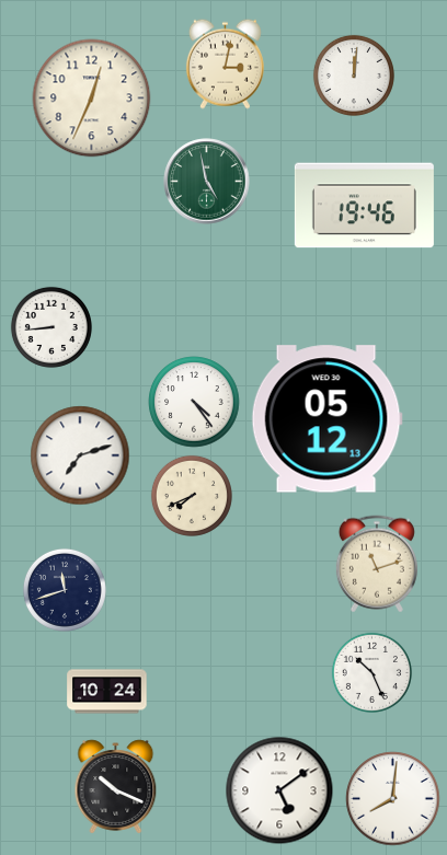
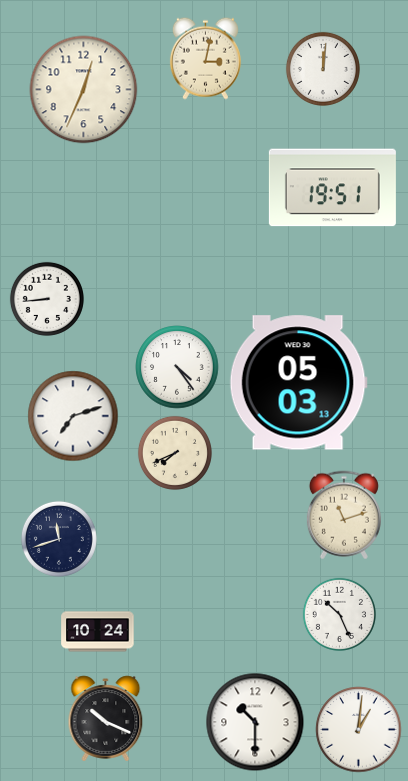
clock at (207, 182): 4:58 -> none
clock at (364, 206): 19:46 -> 19:51
clock at (326, 419): 05:12 -> 05:03
clock at (279, 790): 5:09 -> 10:30
clock at (393, 799): 8:01 -> 1:01
